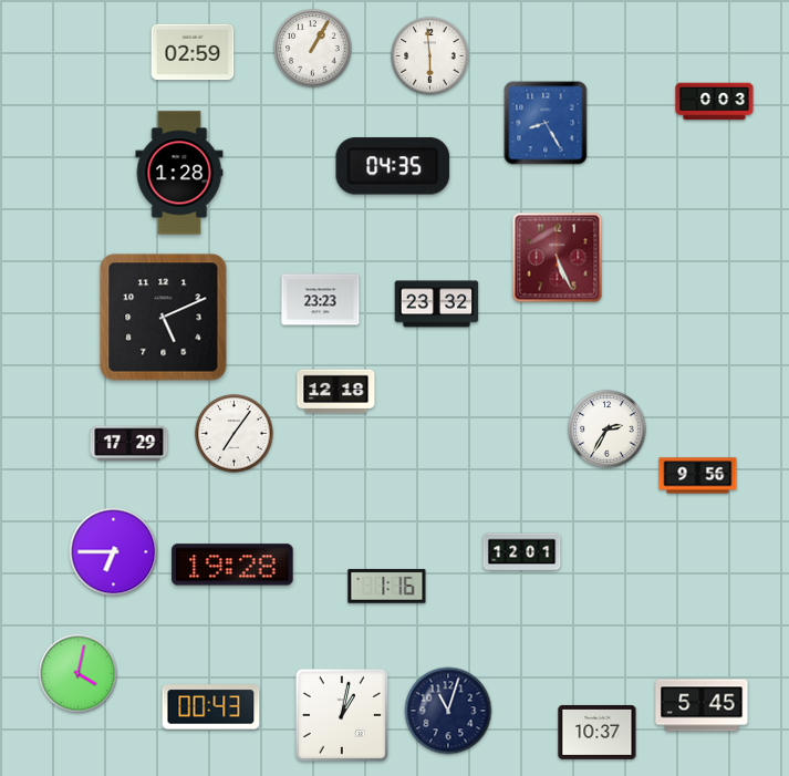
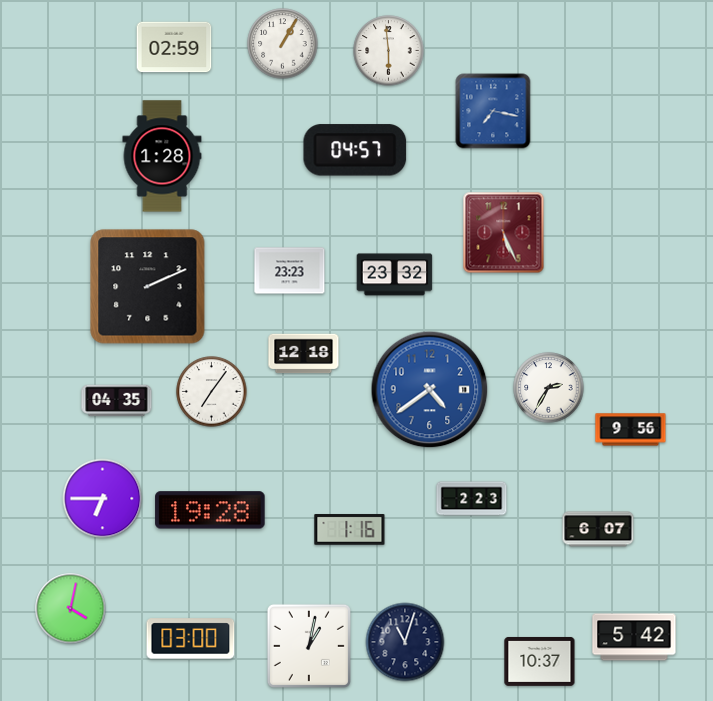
clock at (715, 102): 0:03 -> none
clock at (546, 123): 8:25 -> 7:17
clock at (393, 166): 04:35 -> 04:57
clock at (164, 318): 5:11 -> 2:11
clock at (430, 390): none -> 4:39
clock at (129, 444): 17:29 -> 04:35
clock at (522, 552): 12:01 -> 2:23
clock at (598, 529): none -> 6:07
clock at (702, 705): 5:45 -> 5:42
clock at (211, 707): 00:43 -> 03:00
